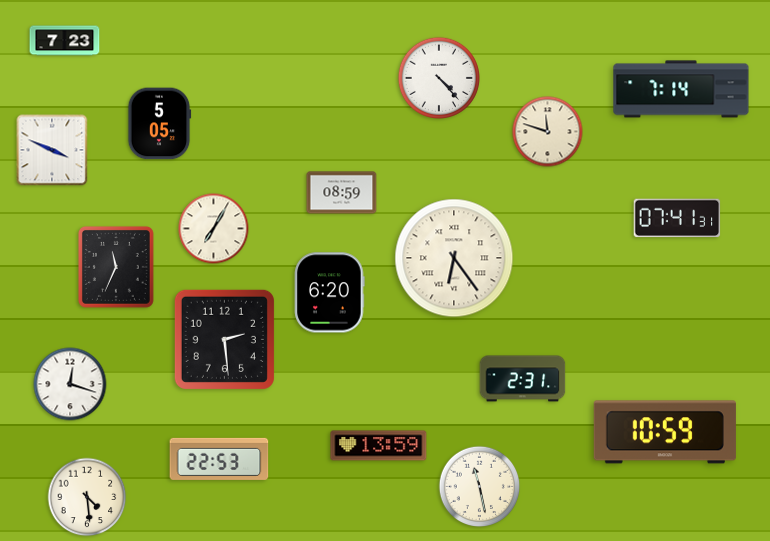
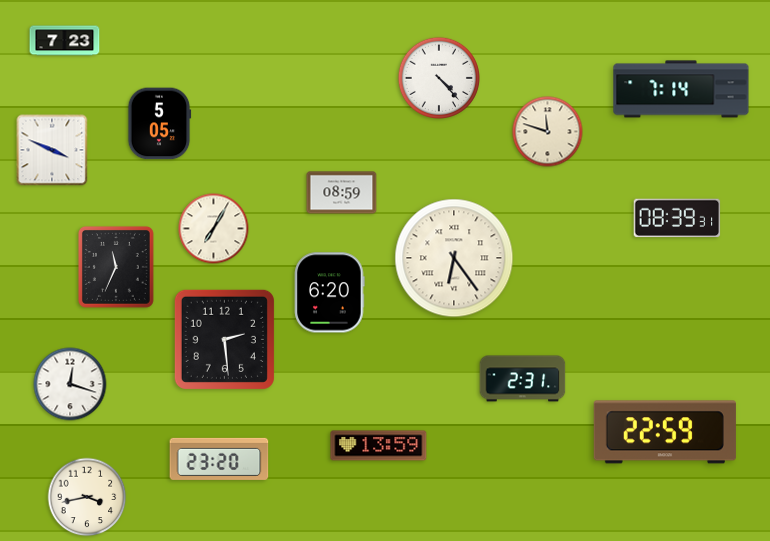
clock at (677, 218): 07:41 -> 08:39
clock at (665, 432): 10:59 -> 22:59
clock at (219, 459): 22:53 -> 23:20
clock at (480, 487): 11:28 -> none
clock at (87, 497): 4:29 -> 3:43
